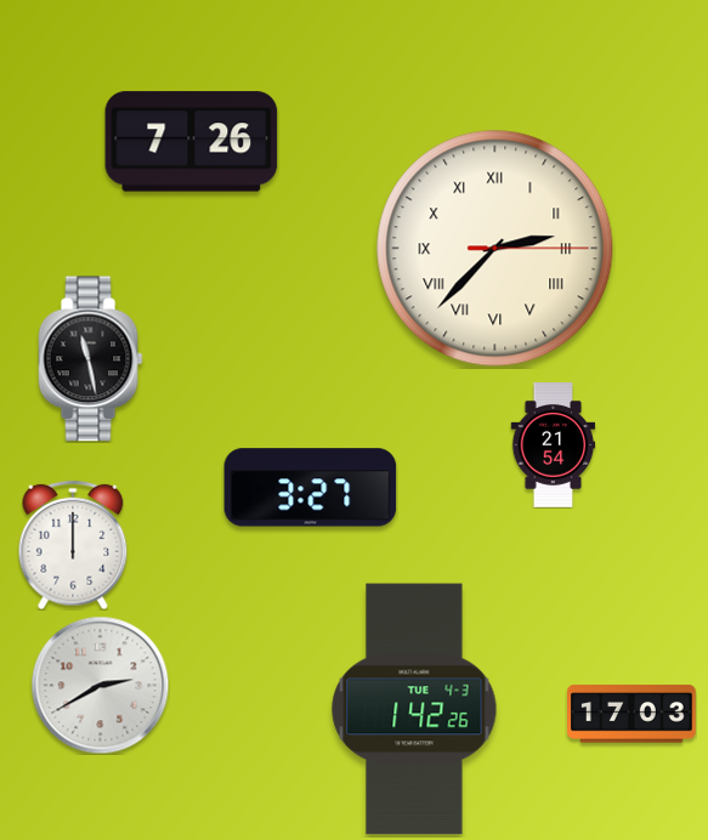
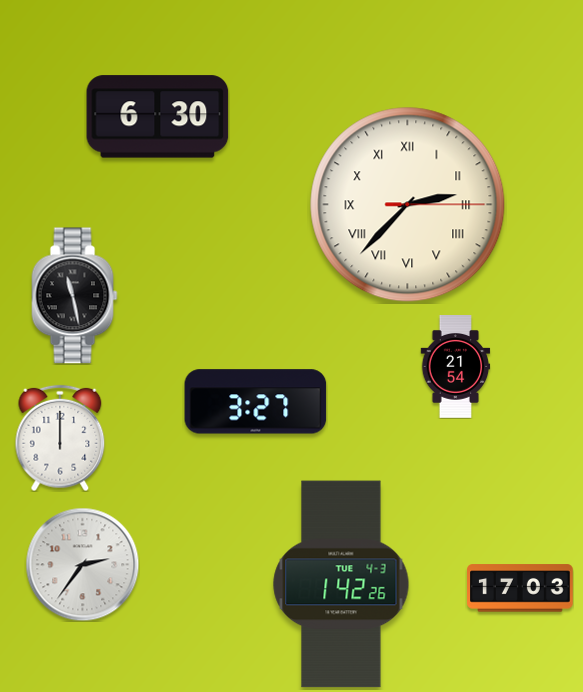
clock at (192, 142): 7:26 -> 6:30
clock at (73, 545) position: (73, 545) -> (60, 438)
clock at (100, 685): 2:40 -> 2:36
